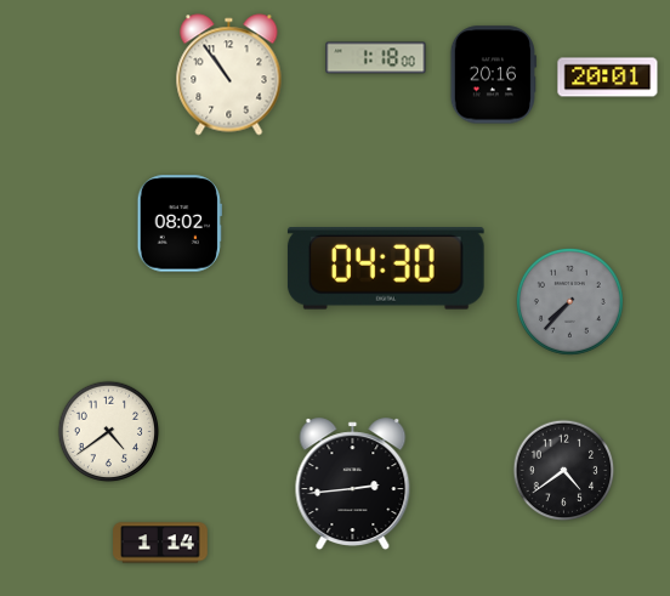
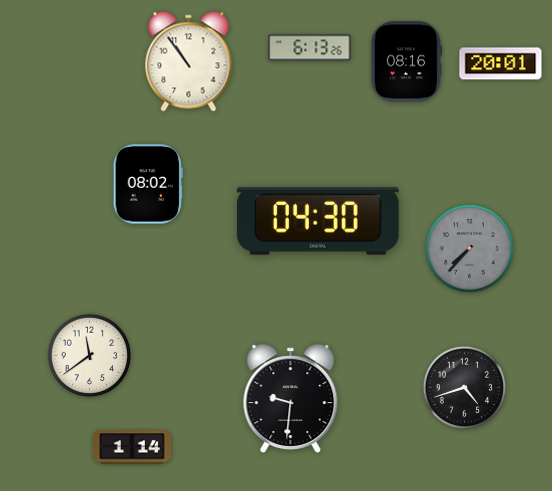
clock at (376, 58): 1:18 -> 6:13
clock at (493, 75): 20:16 -> 08:16
clock at (109, 432): 4:39 -> 11:39
clock at (564, 471): 4:39 -> 4:42
clock at (353, 484): 2:44 -> 9:31
